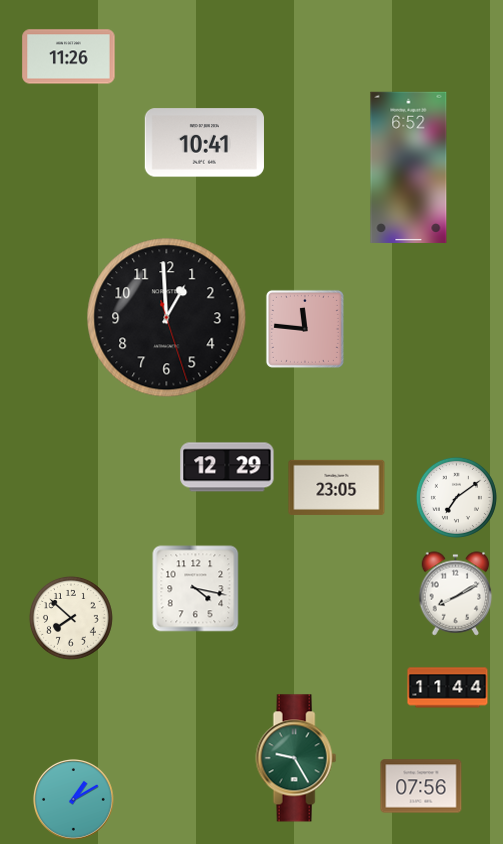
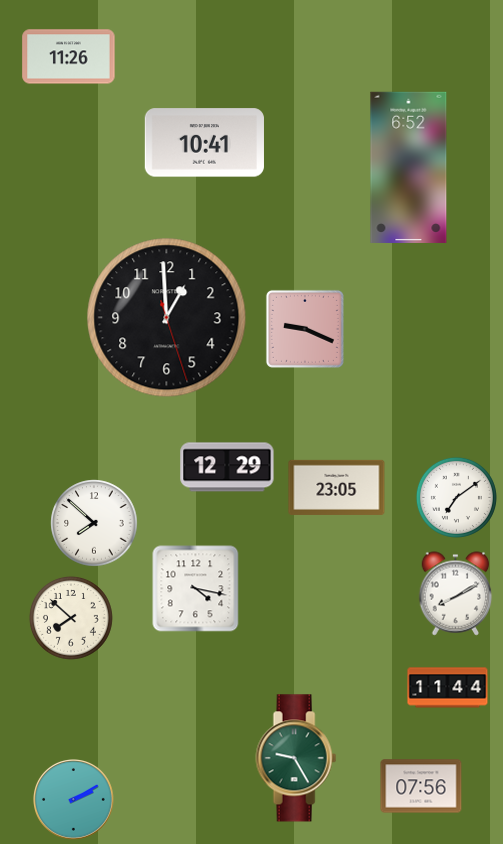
clock at (305, 329): 11:46 -> 9:19
clock at (94, 523): none -> 7:52
clock at (74, 800): 1:10 -> 2:10
